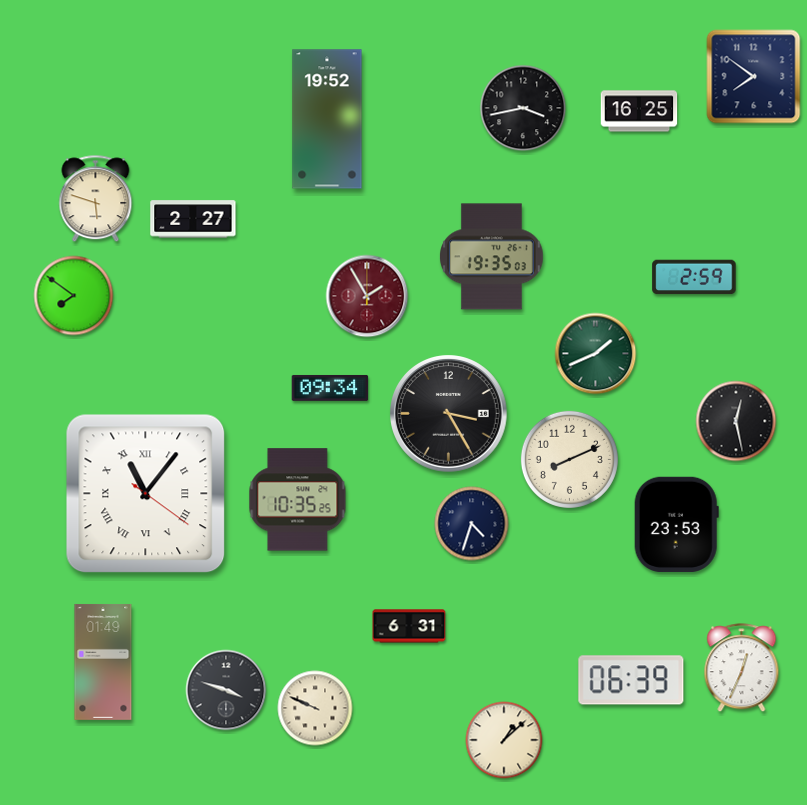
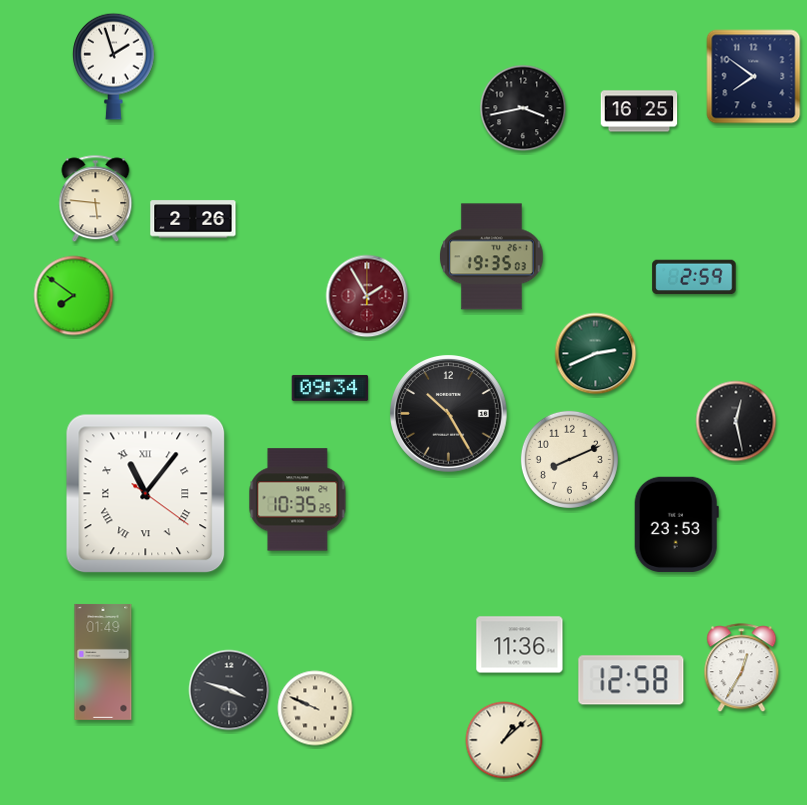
clock at (114, 66): none -> 1:57
clock at (327, 119): 19:52 -> none
clock at (96, 199): 5:48 -> 5:46
clock at (193, 219): 2:27 -> 2:26
clock at (596, 354): 1:41 -> 2:41
clock at (449, 414): 3:25 -> 10:25
clock at (472, 524): 4:33 -> none
clock at (409, 626): 6:31 -> none
clock at (520, 645): none -> 11:36
clock at (742, 668): 12:34 -> 12:35
clock at (631, 680): 06:39 -> 12:58
clock at (226, 690) position: (226, 690) -> (229, 690)
